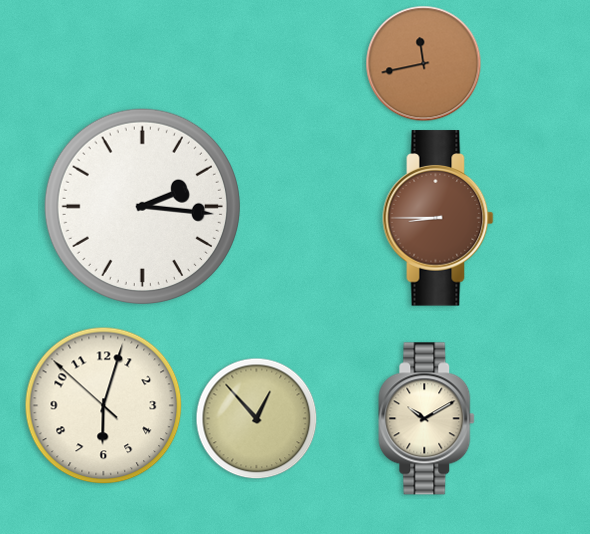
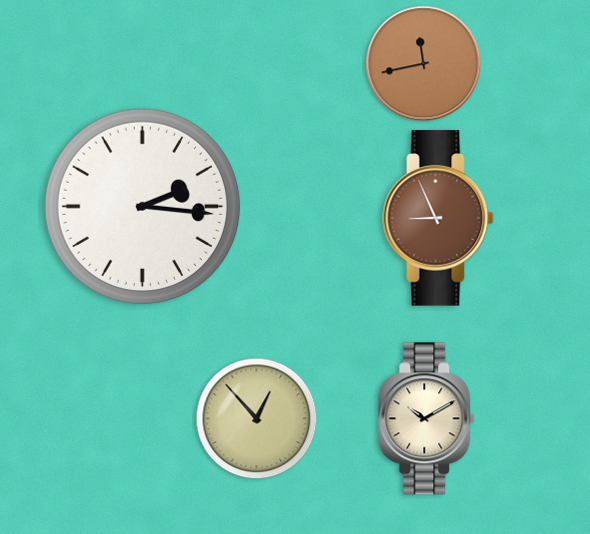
clock at (438, 218): 8:45 -> 8:56
clock at (104, 406): 6:02 -> none
